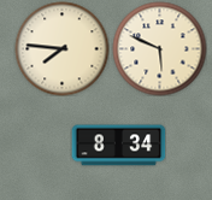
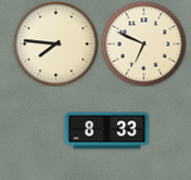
clock at (159, 48): 5:49 -> 6:49
clock at (118, 146): 8:34 -> 8:33
